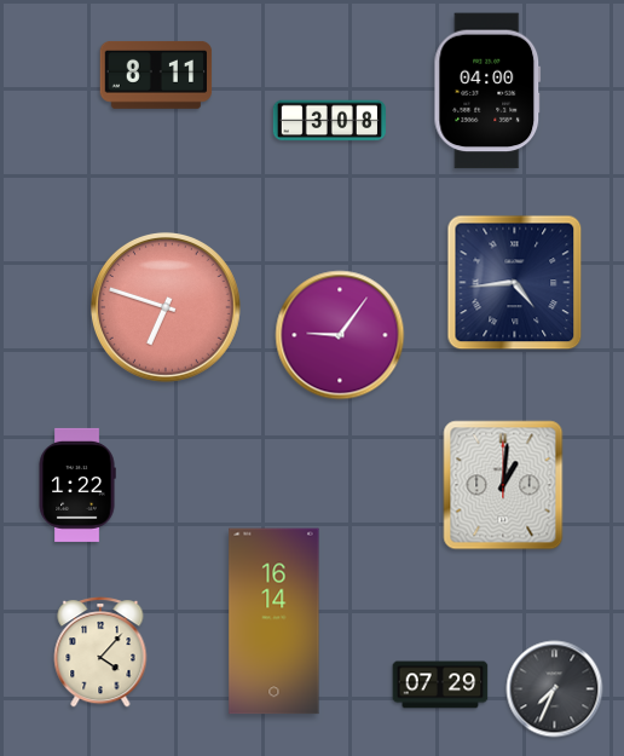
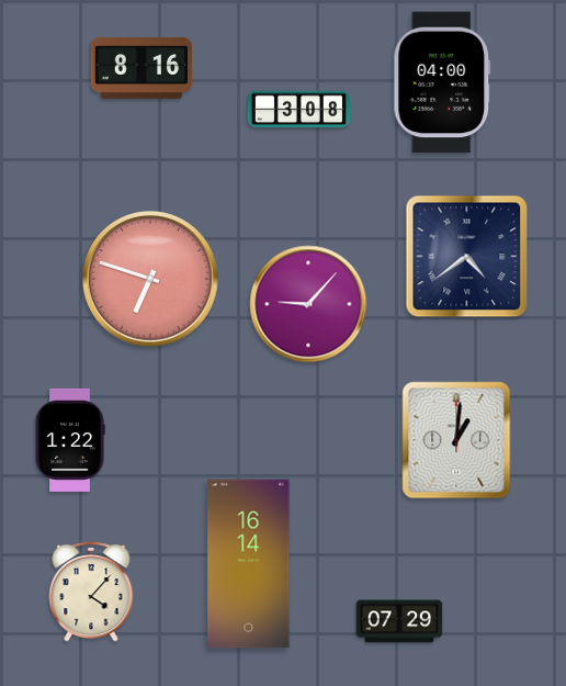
clock at (156, 75): 8:11 -> 8:16
clock at (515, 283): 4:44 -> 4:39
clock at (340, 335): 9:06 -> 9:07
clock at (555, 689): 7:34 -> none
